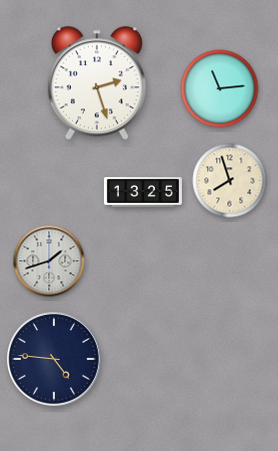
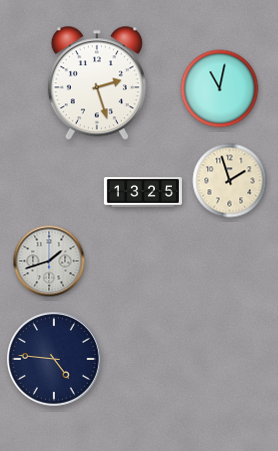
clock at (220, 89): 11:14 -> 11:02
clock at (230, 181): 7:57 -> 1:57
